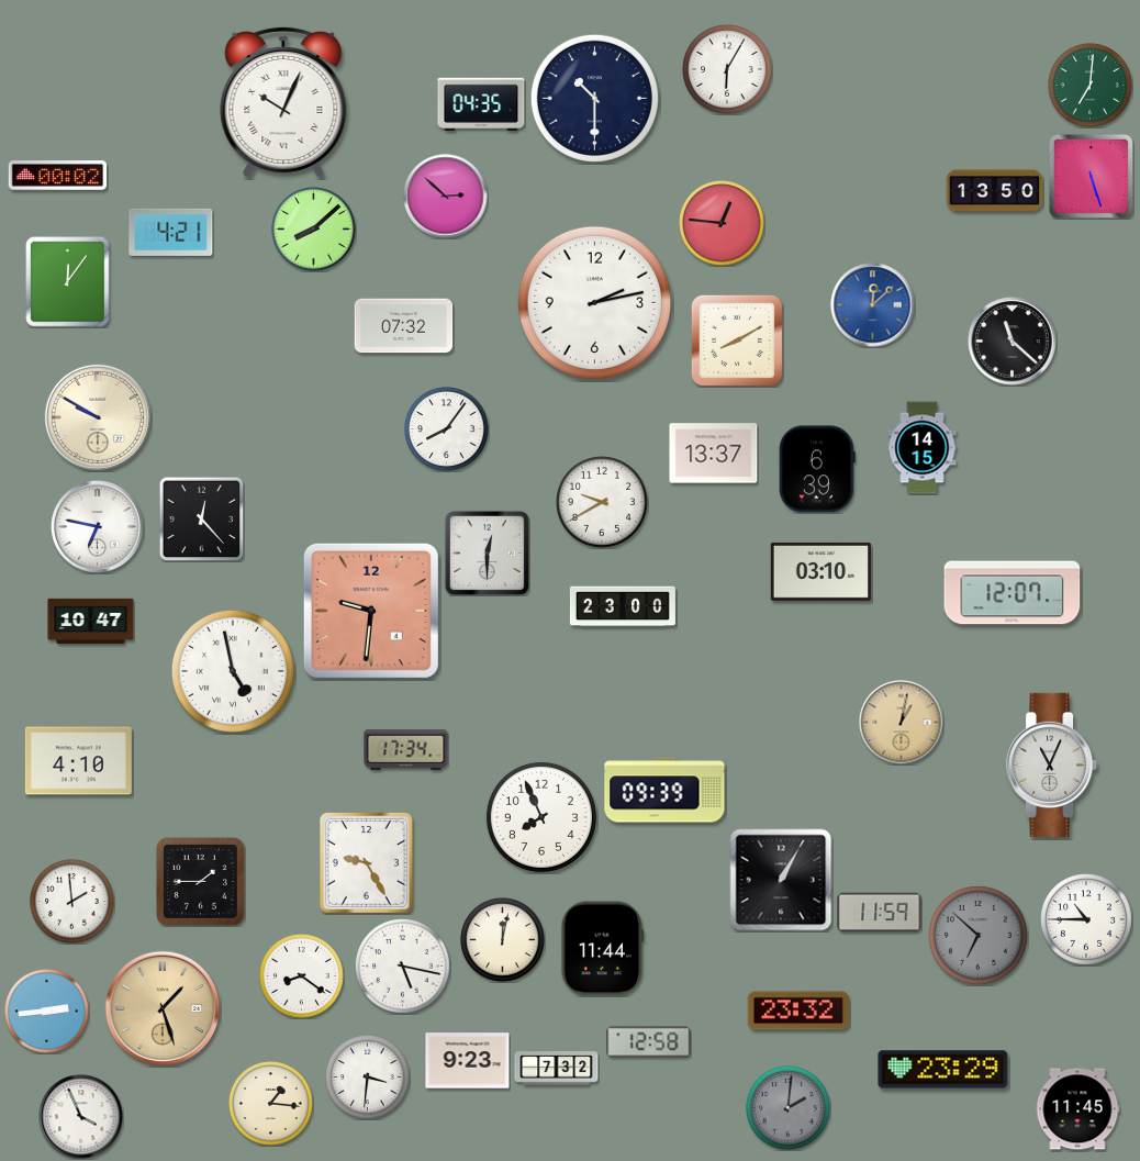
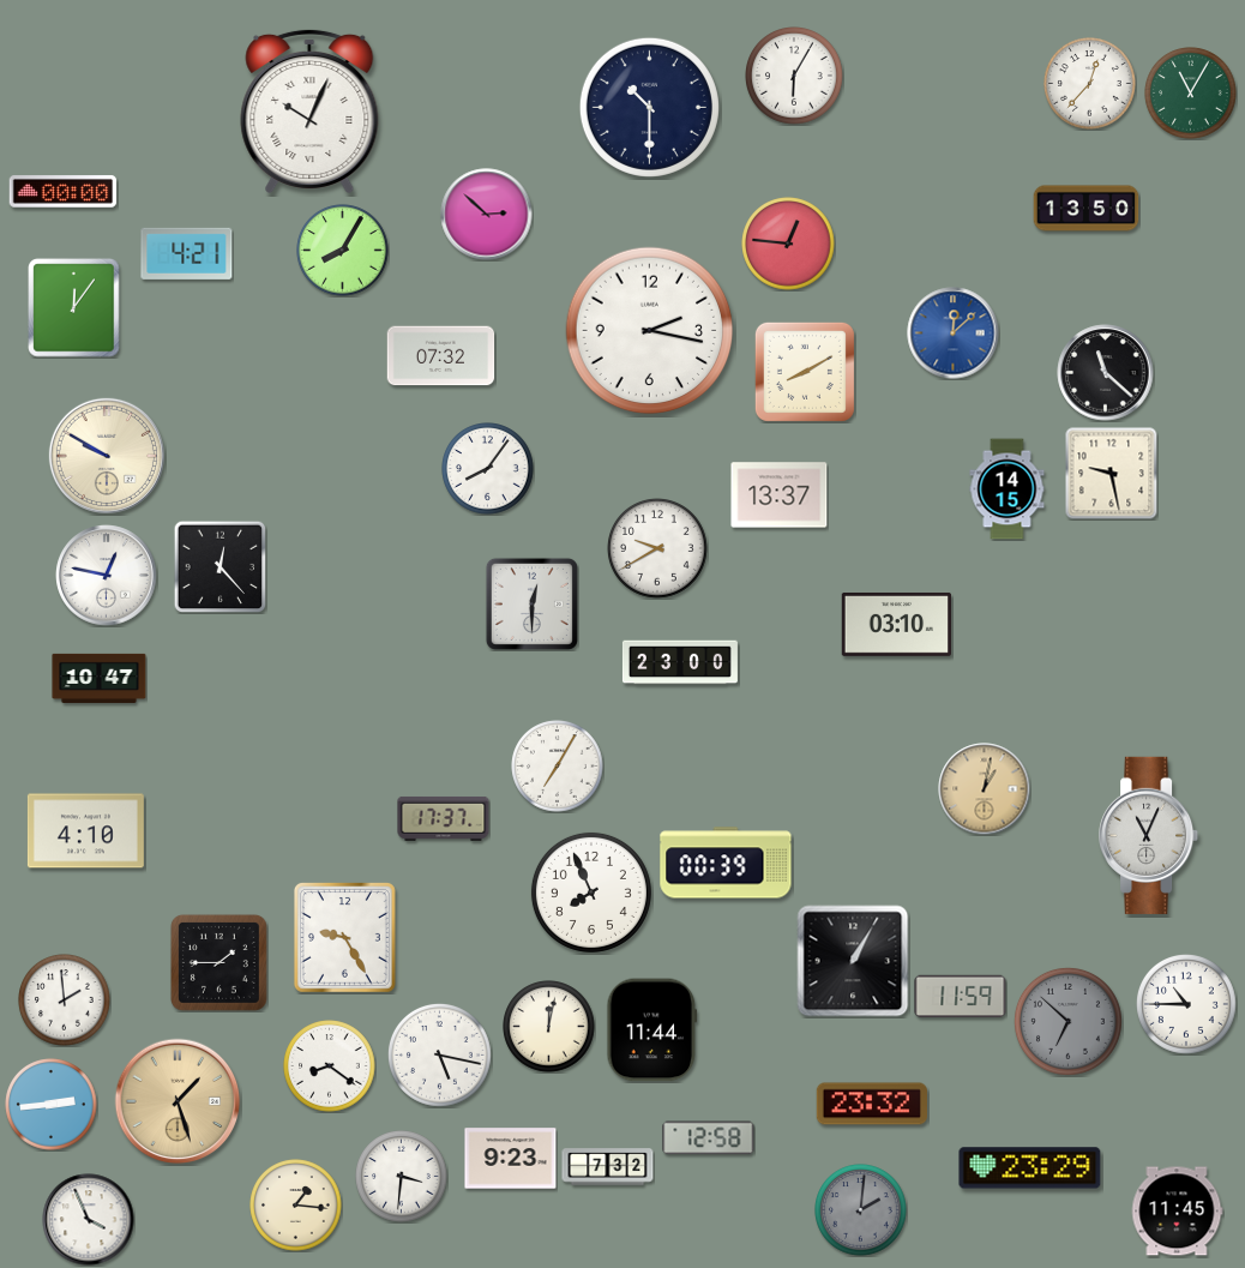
clock at (1090, 84): none -> 12:37
clock at (1091, 86): 7:01 -> 11:05
clock at (481, 104): 04:35 -> none
clock at (58, 176): 00:02 -> 00:00
clock at (1091, 176): 5:27 -> none
clock at (314, 230): 8:08 -> 8:05
clock at (595, 303): 2:13 -> 2:17
clock at (1111, 473): none -> 9:28
clock at (817, 469): 6:39 -> none
clock at (98, 527): 6:47 -> 12:47
clock at (1013, 593): 12:07 -> none
clock at (371, 611): 9:31 -> none
clock at (233, 671): 4:58 -> none
clock at (558, 767): none -> 7:05
clock at (406, 749): 17:34 -> 17:37
clock at (664, 790): 09:39 -> 00:39
clock at (366, 862) position: (366, 862) -> (344, 937)
clock at (72, 902) position: (72, 902) -> (65, 1000)
clock at (603, 949) position: (603, 949) -> (652, 1030)
